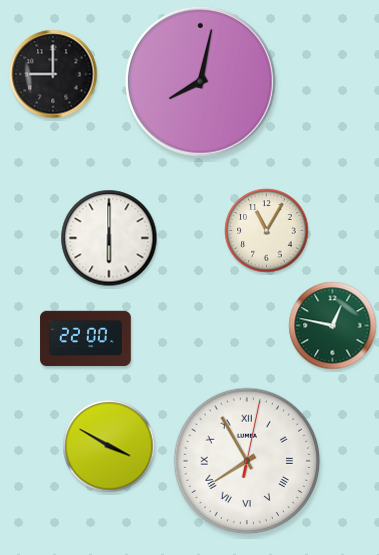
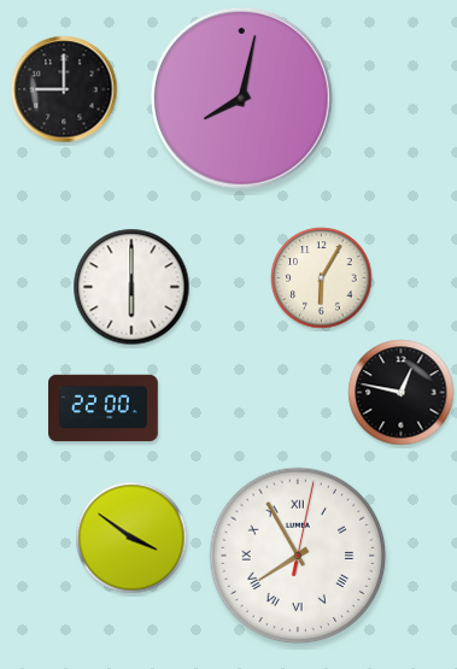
clock at (267, 231): 11:05 -> 6:05
clock at (333, 326) dial: green -> black
clock at (109, 446): 3:50 -> 3:51
